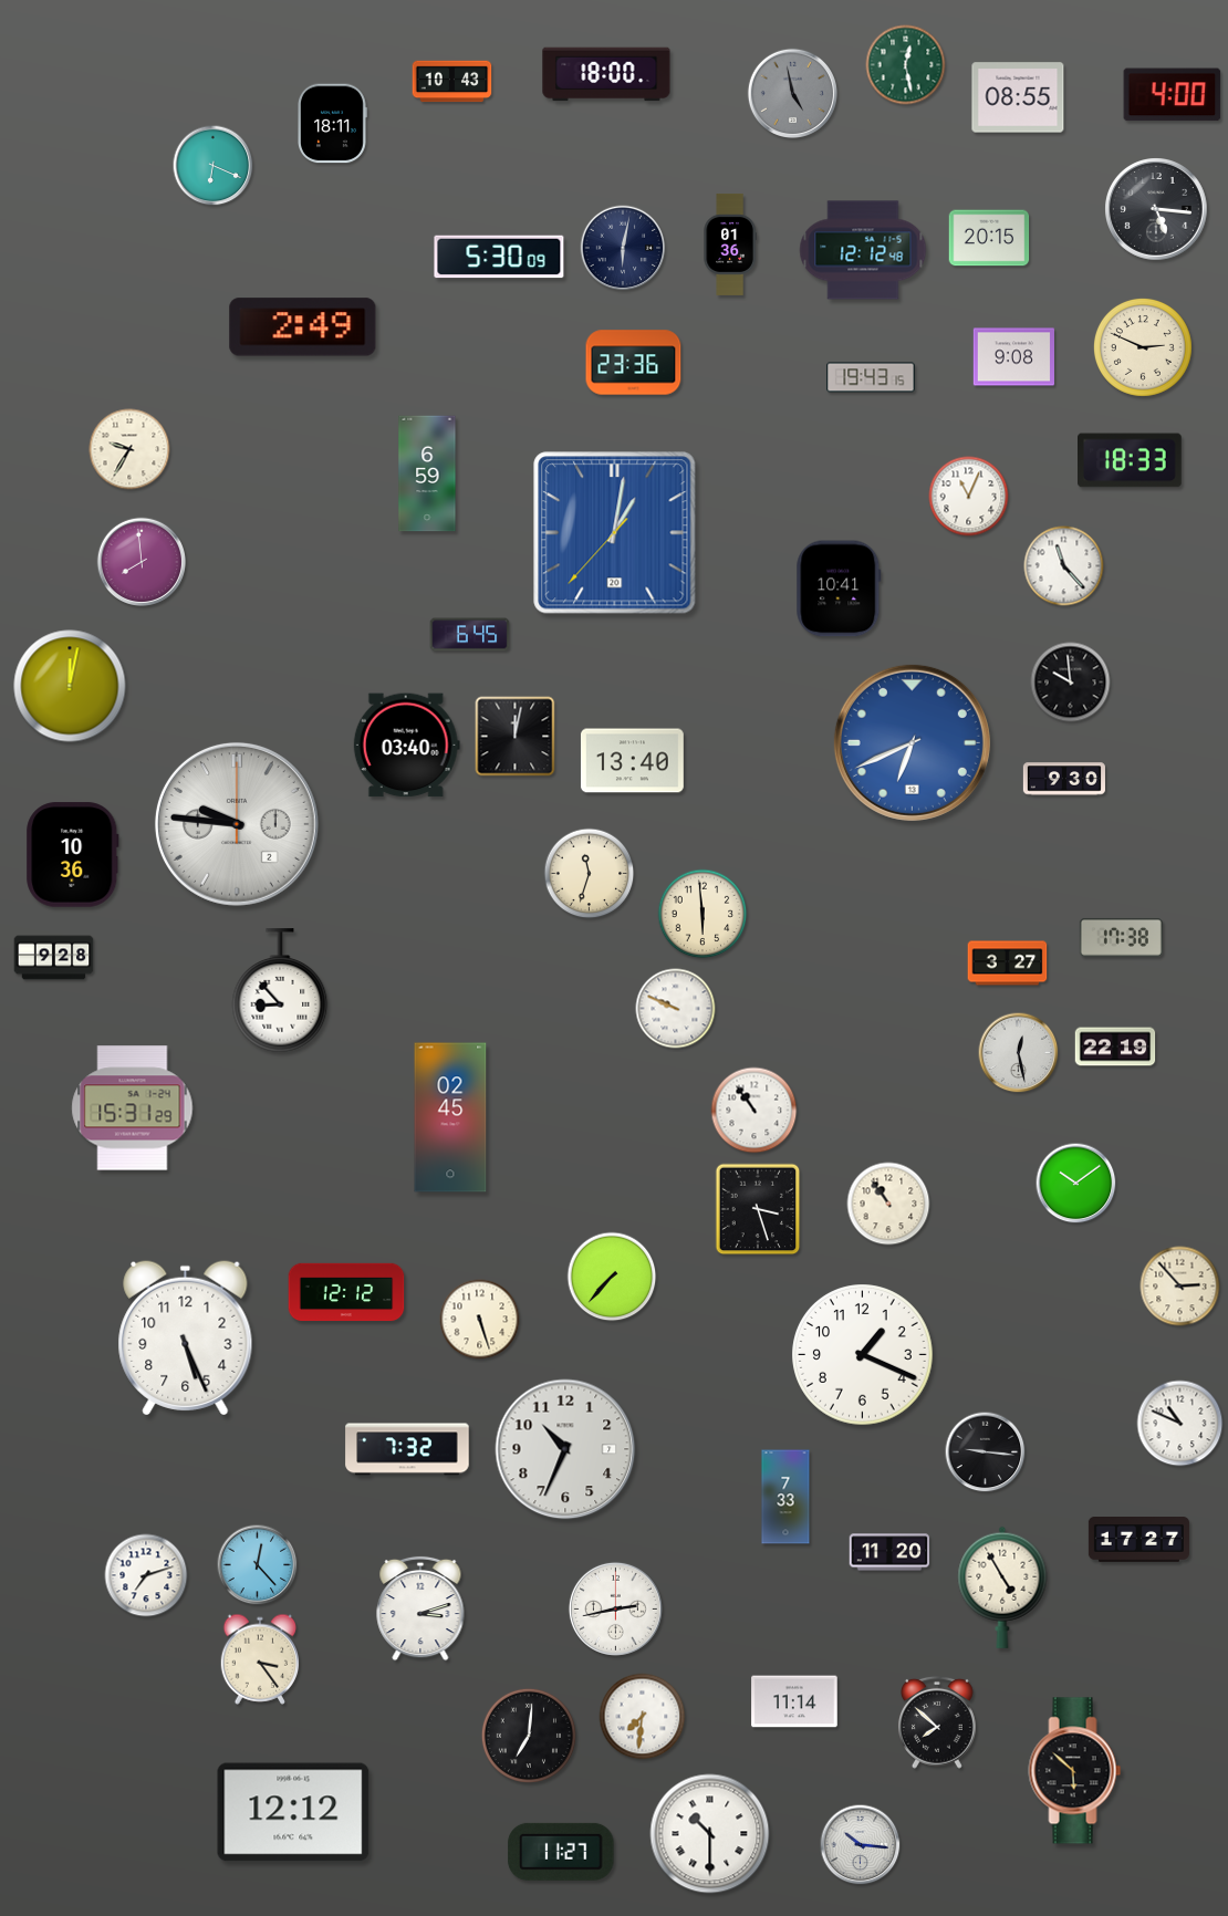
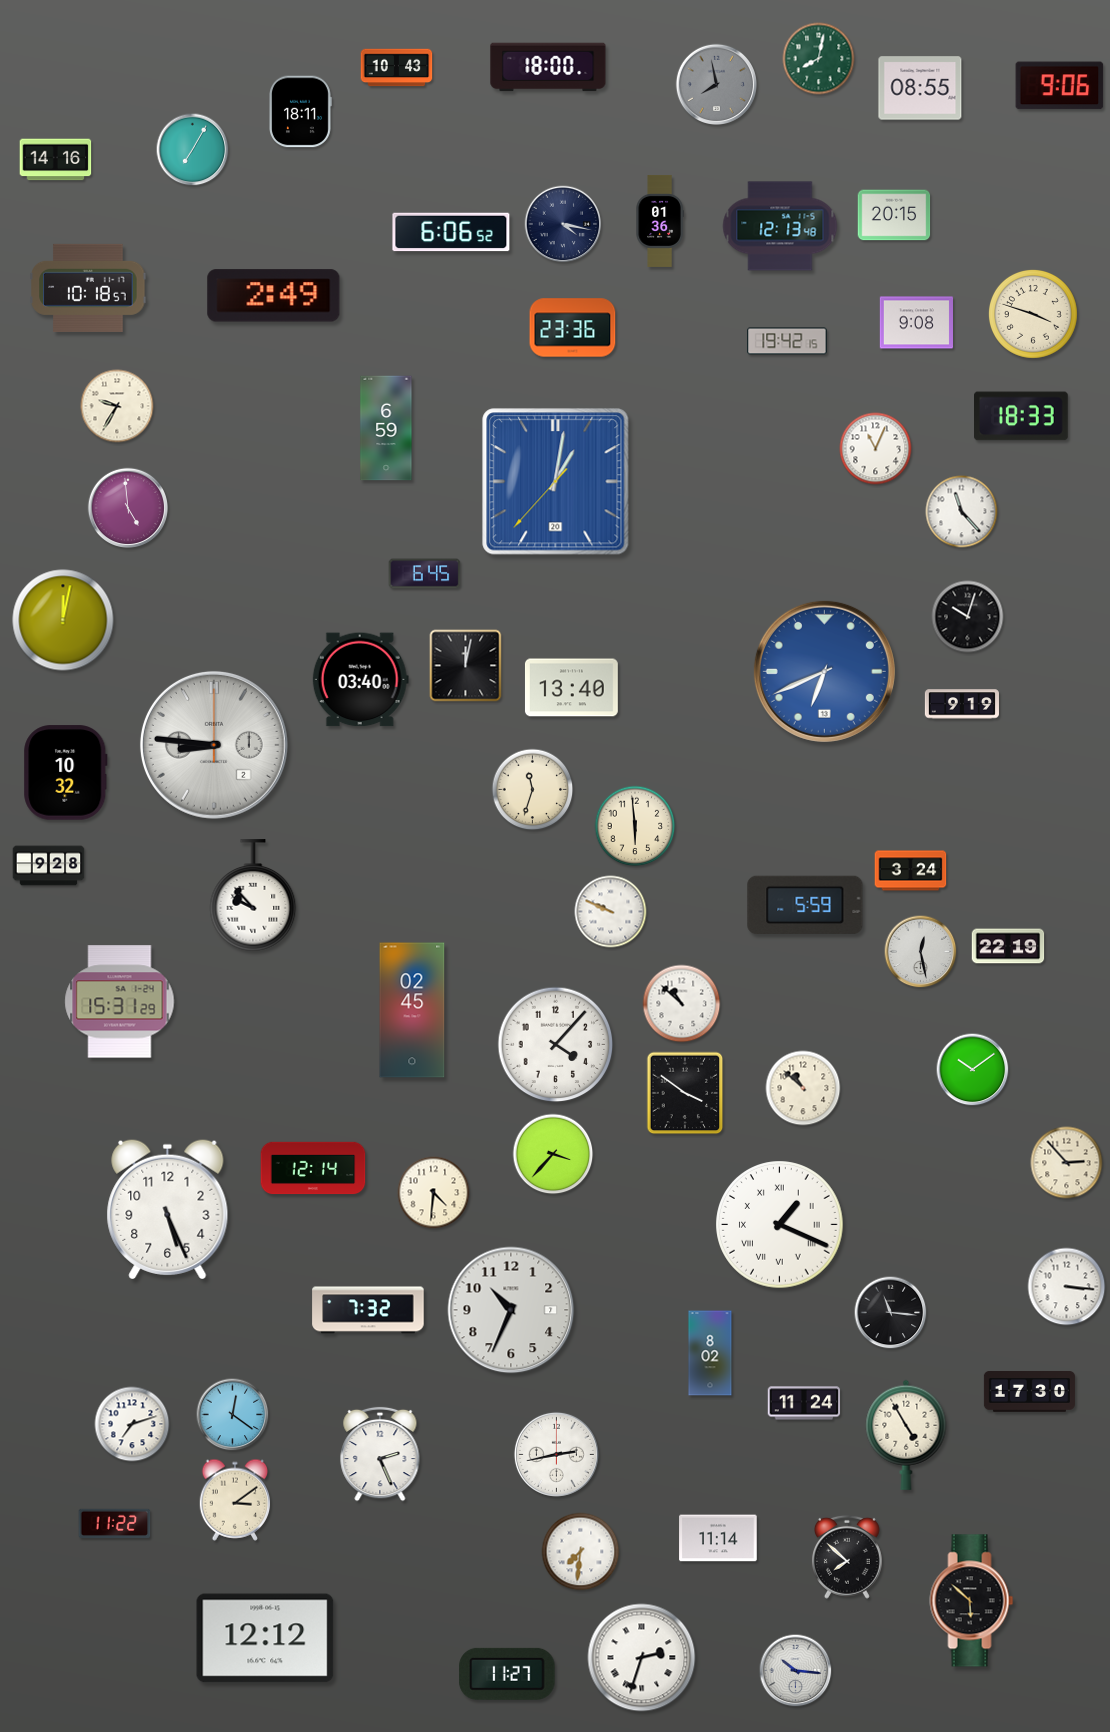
clock at (906, 65): 12:28 -> 8:02
clock at (452, 82) position: (452, 82) -> (397, 68)
clock at (792, 93): 4:58 -> 7:58
clock at (1173, 95): 4:00 -> 9:06
clock at (214, 166): 6:19 -> 7:05
clock at (56, 160): none -> 14:16
clock at (1156, 209): 5:16 -> none
clock at (623, 248): 6:02 -> 4:17
clock at (863, 250): 12:12 -> 12:13
clock at (499, 257): 5:30 -> 6:06
clock at (88, 288): none -> 10:18
clock at (1143, 347): 2:49 -> 3:48
clock at (871, 377): 19:43 -> 19:42
clock at (141, 561): 7:59 -> 4:59
clock at (839, 589): 10:41 -> none
clock at (1071, 683): 9:59 -> 10:03
clock at (406, 746) position: (406, 746) -> (360, 680)
clock at (1064, 779): 9:30 -> 9:19
clock at (237, 824): 9:46 -> 8:46
clock at (73, 855): 10:36 -> 10:32
clock at (1121, 938): 17:38 -> none
clock at (1008, 964): 3:27 -> 3:24
clock at (280, 991): 8:53 -> 9:53
clock at (805, 904): none -> 5:59
clock at (755, 1111): 10:54 -> 10:52
clock at (450, 1117) position: (450, 1117) -> (412, 1010)
clock at (556, 1045): none -> 4:07
clock at (888, 1204): 10:54 -> 10:52
clock at (758, 1209): 3:27 -> 3:51
clock at (612, 1277): 7:37 -> 3:37
clock at (346, 1292): 12:12 -> 12:14
clock at (480, 1320): 5:27 -> 4:31
clock at (863, 1355) numerals: Arabic -> Roman
clock at (1180, 1424): 10:49 -> 3:16
clock at (986, 1452): 9:16 -> 11:16
clock at (785, 1497): 7:33 -> 8:02
clock at (1138, 1540): 17:27 -> 17:30
clock at (889, 1552): 11:20 -> 11:24
clock at (258, 1565): 12:23 -> 12:21
clock at (420, 1608): 3:12 -> 2:26
clock at (260, 1659): 3:24 -> 3:09
clock at (115, 1523): none -> 11:22
clock at (529, 1736): 7:01 -> none
clock at (710, 1834): 10:30 -> 2:33
clock at (861, 1845) position: (861, 1845) -> (796, 1671)
